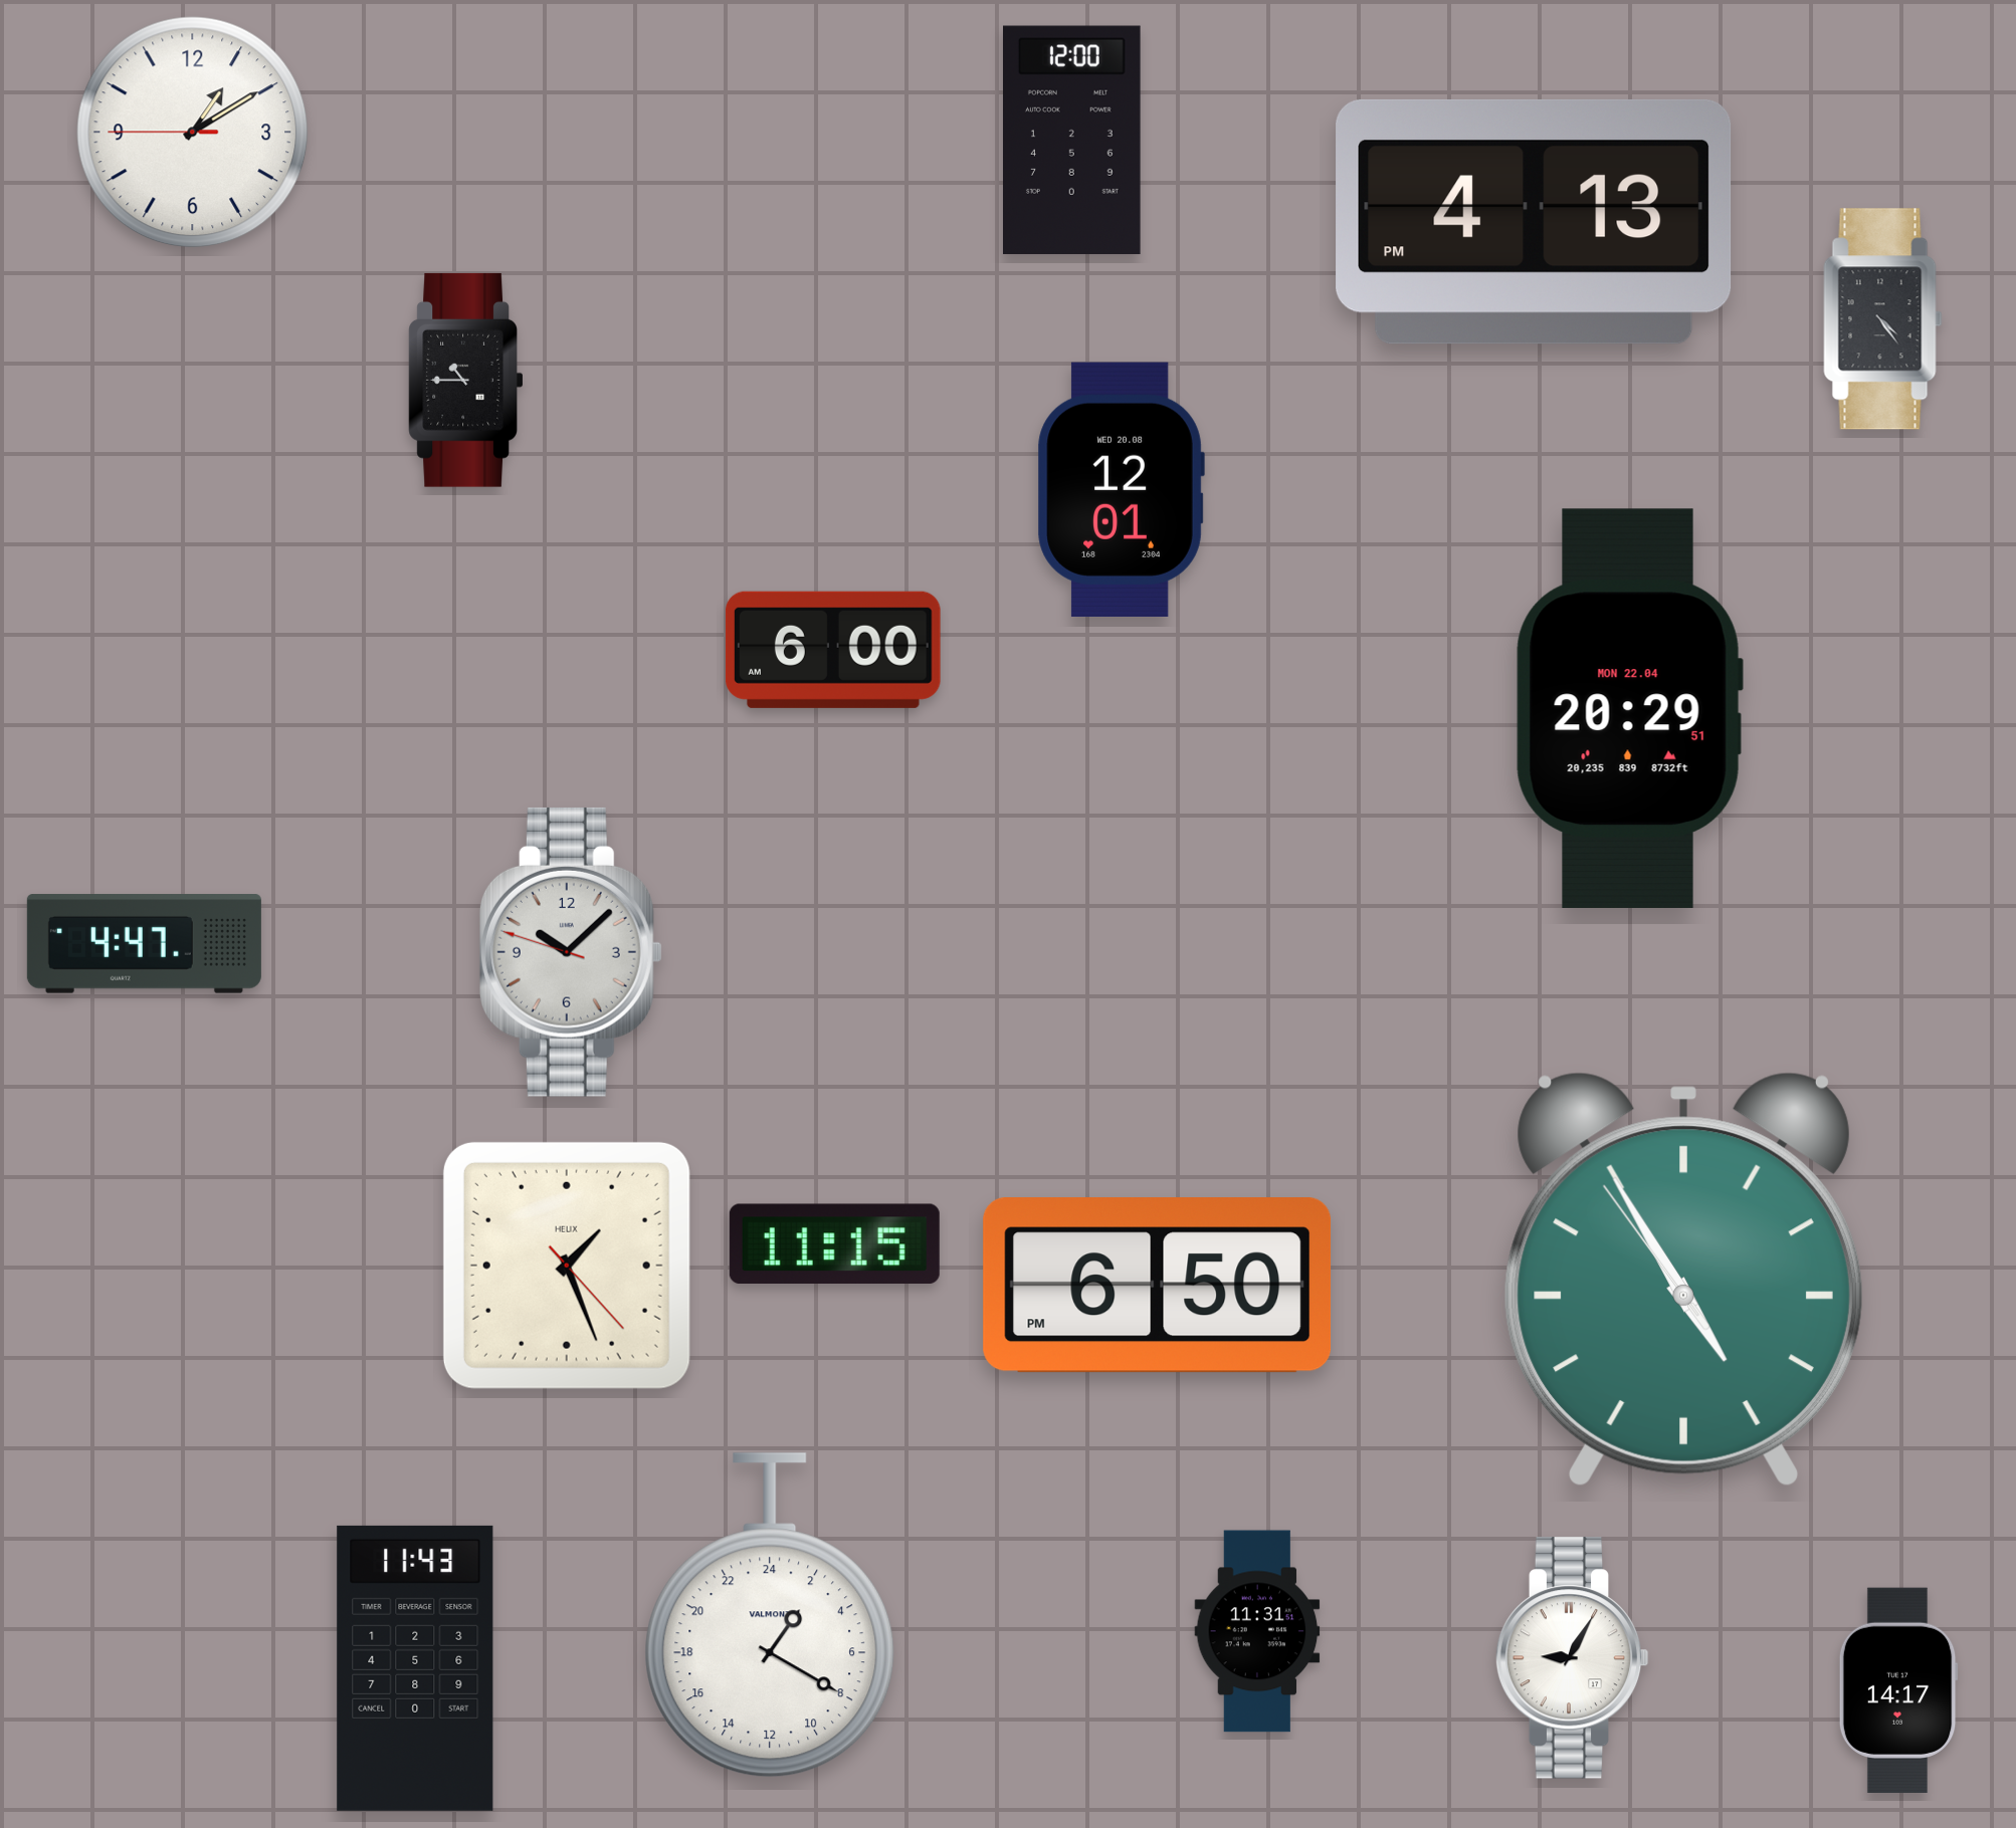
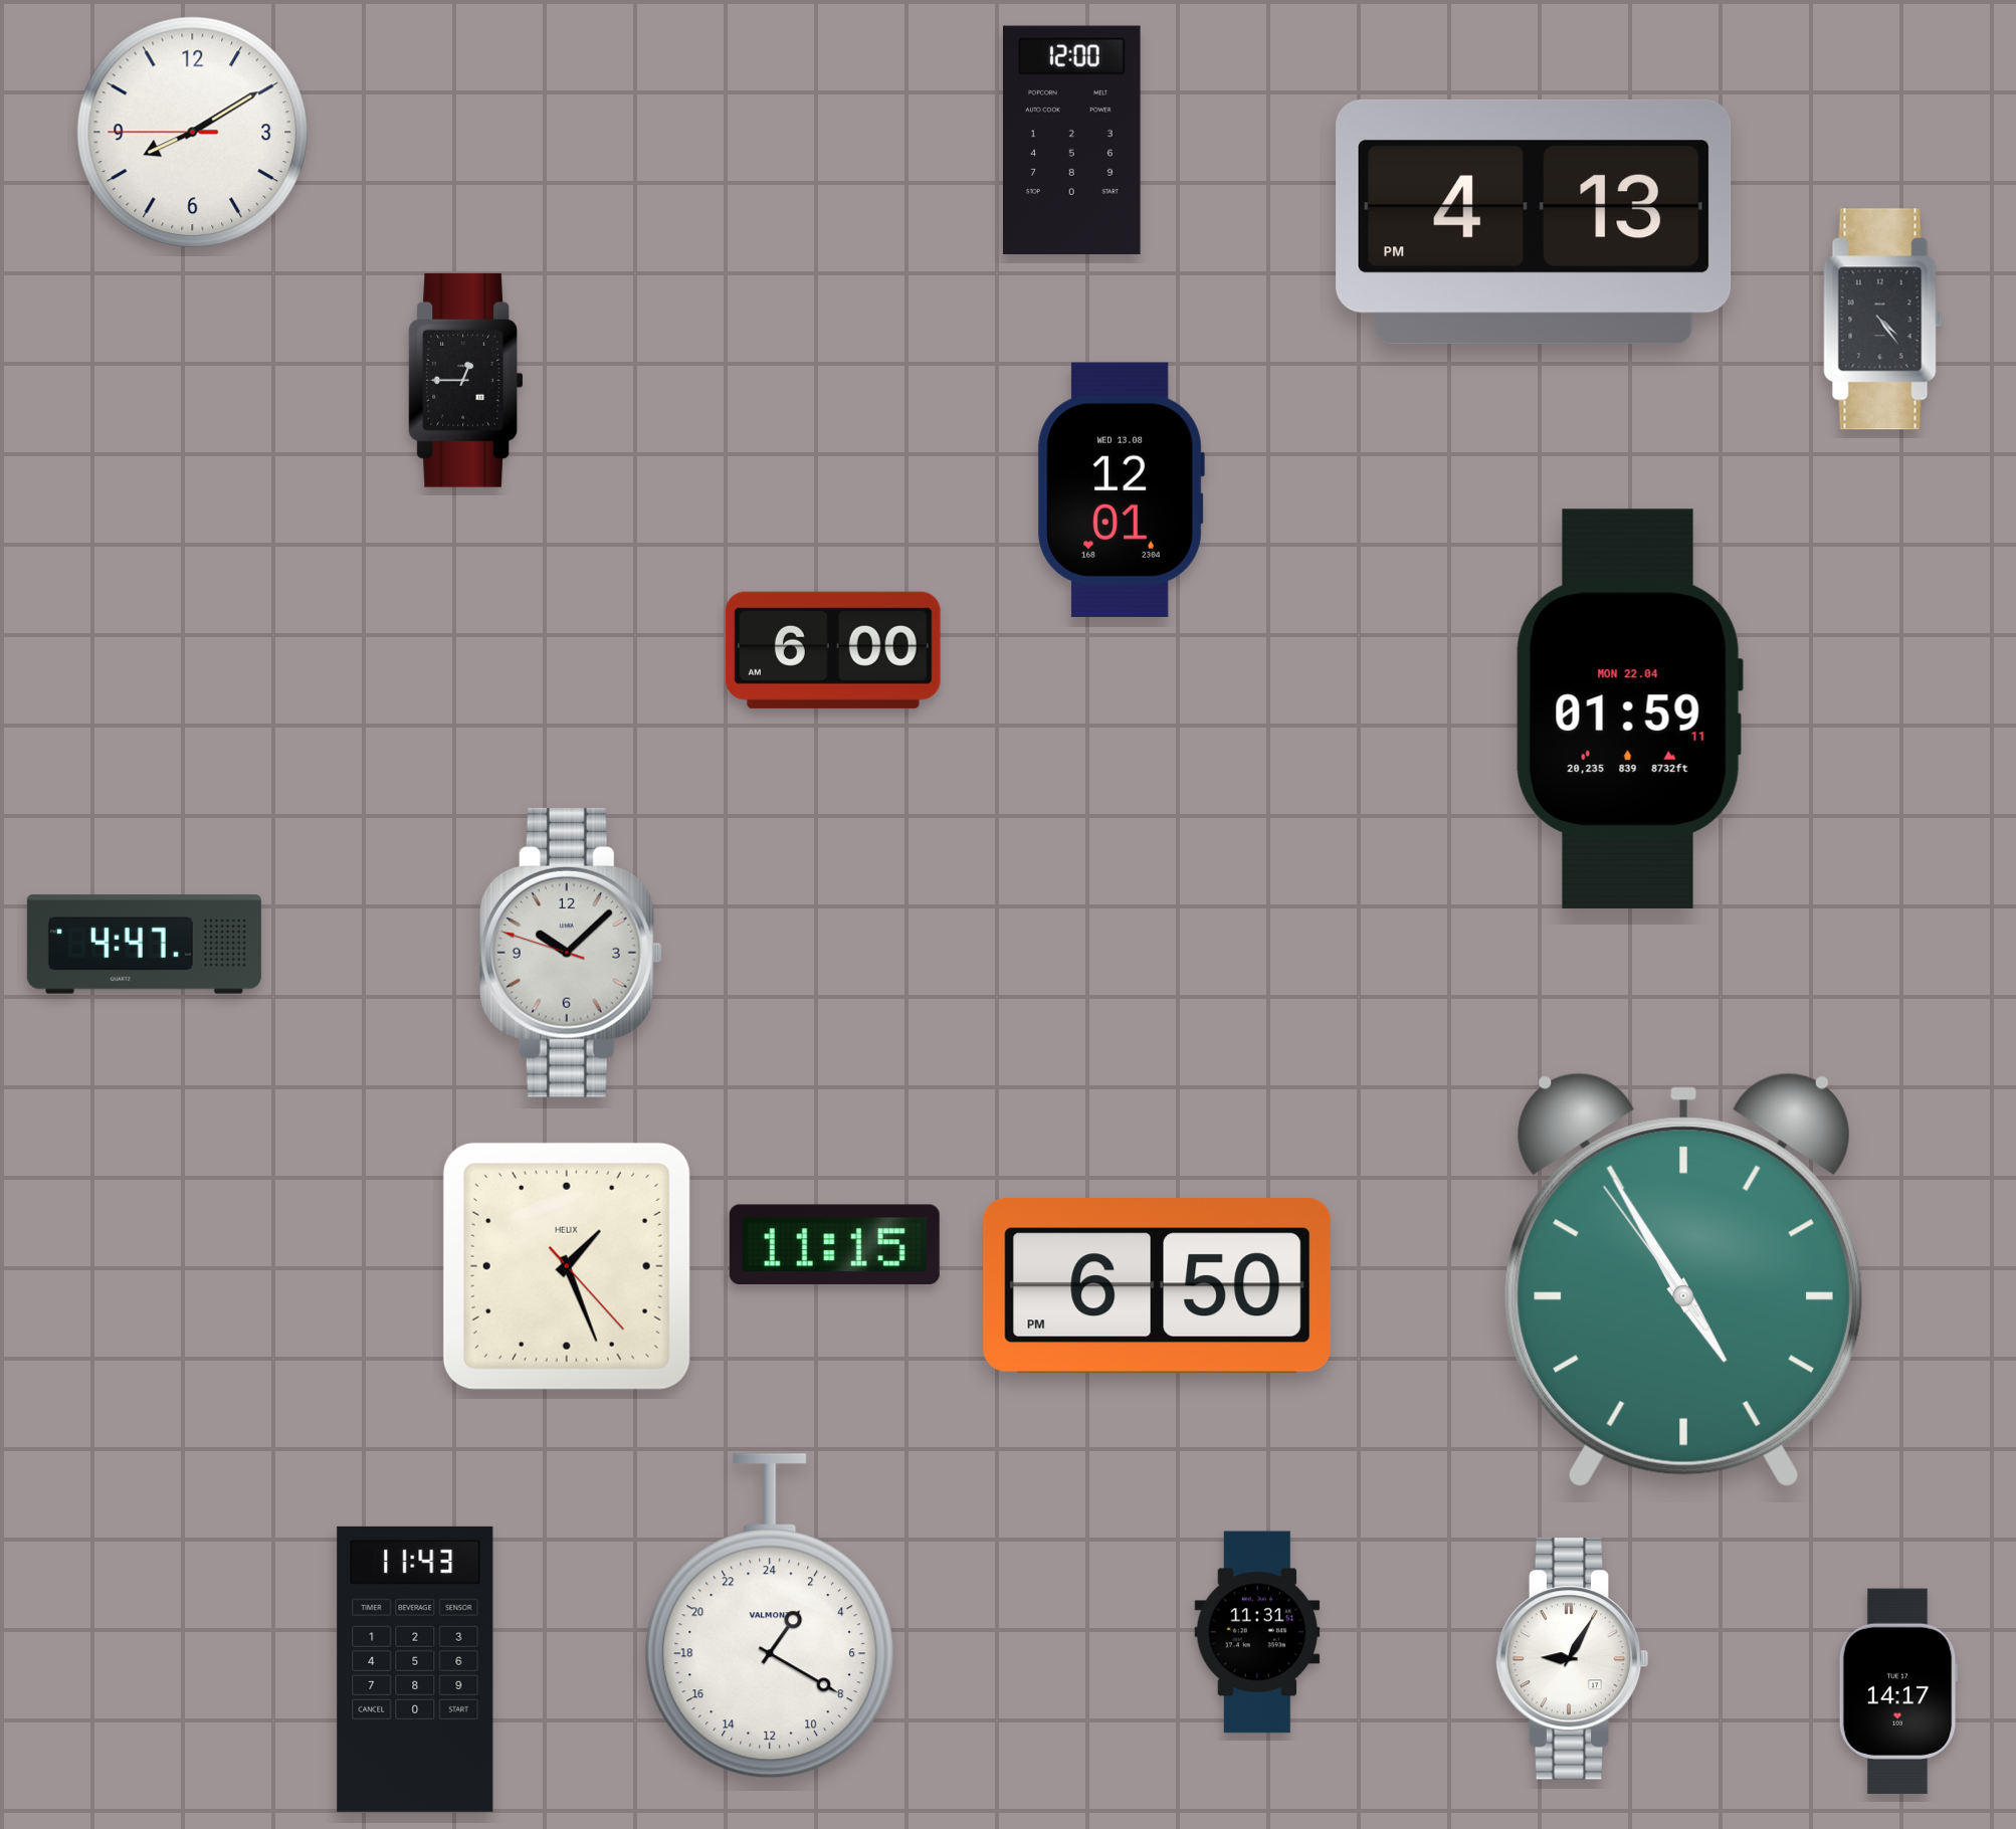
clock at (193, 133): 1:09 -> 8:09
clock at (465, 380): 10:45 -> 12:45
clock at (1121, 489) date: WED 20.08 -> WED 13.08
clock at (1629, 708): 20:29 -> 01:59
